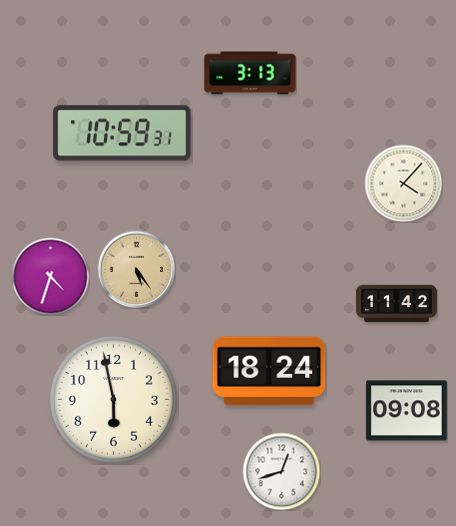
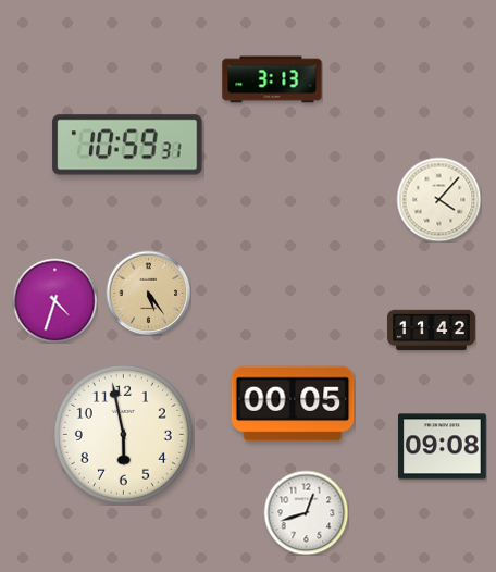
clock at (122, 133) position: (122, 133) -> (127, 145)
clock at (269, 371): 18:24 -> 00:05
